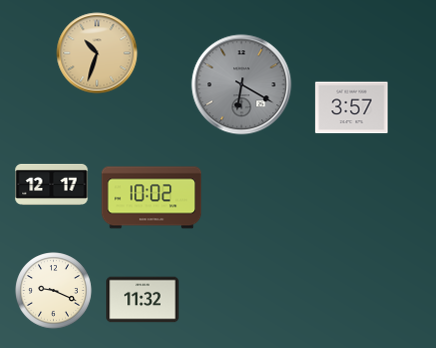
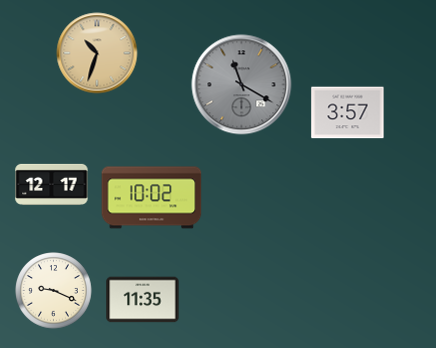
clock at (242, 85): 6:20 -> 11:20
clock at (352, 108) position: (352, 108) -> (348, 113)
clock at (143, 300): 11:32 -> 11:35
